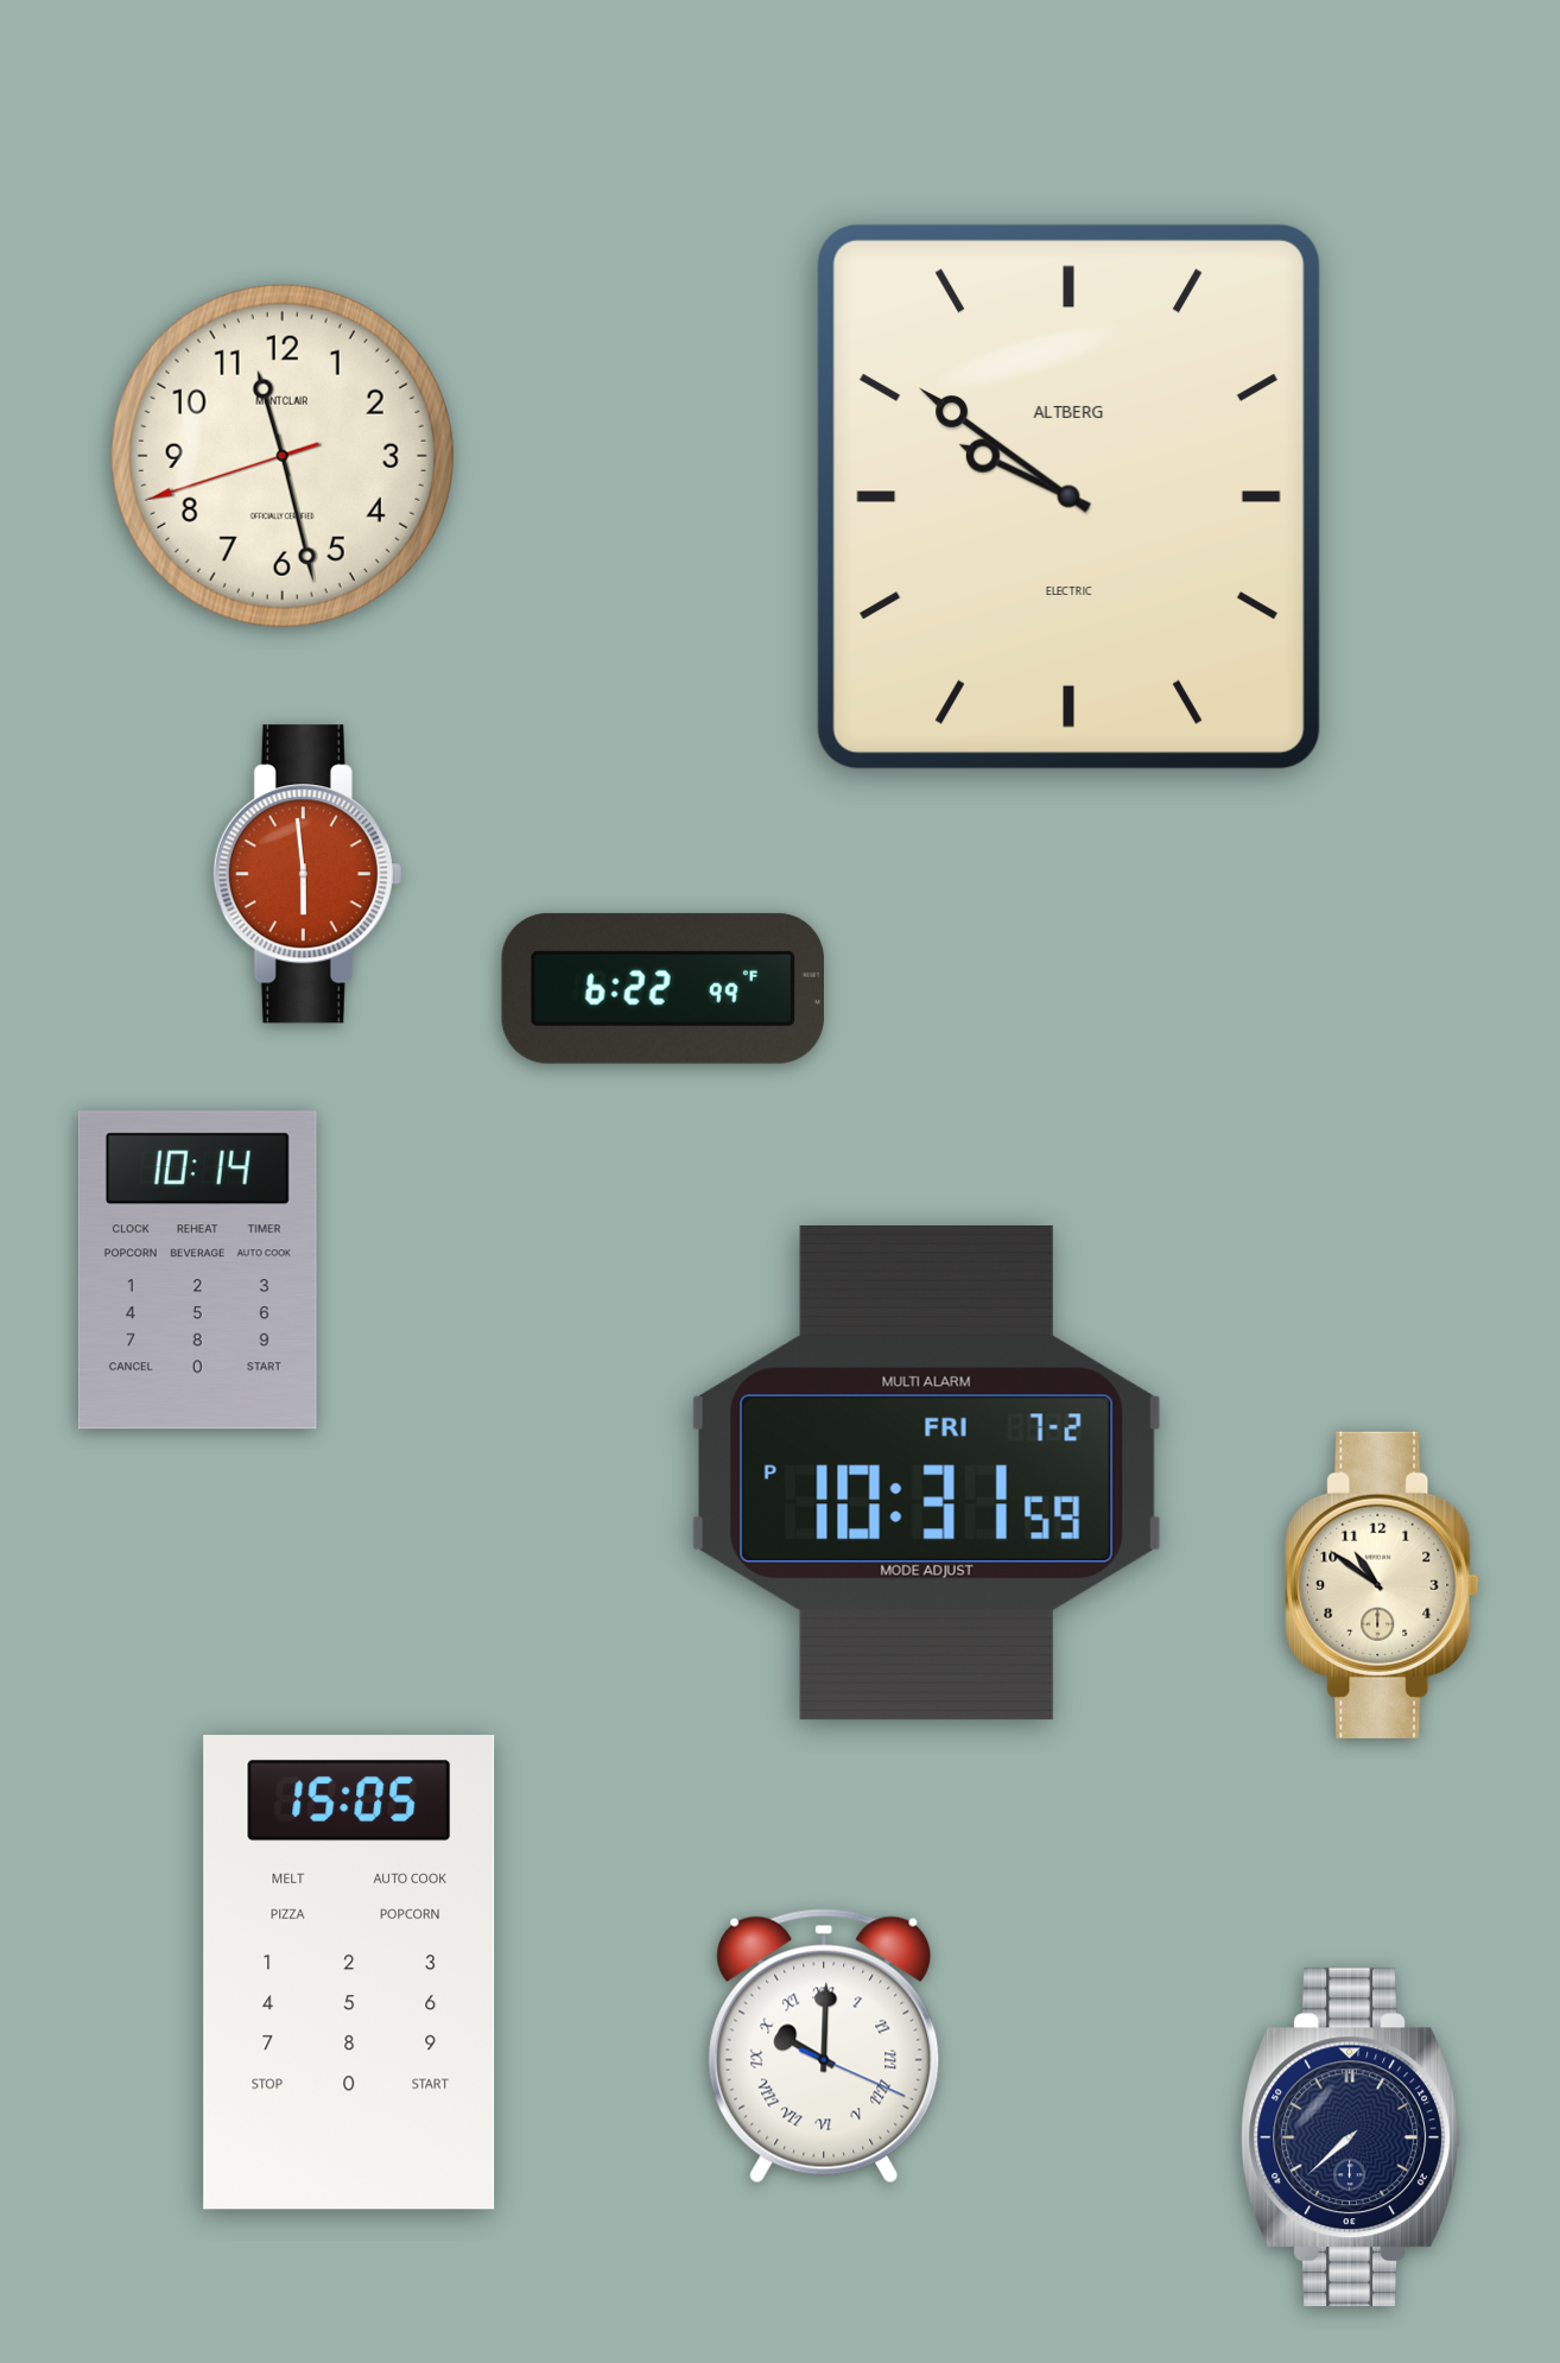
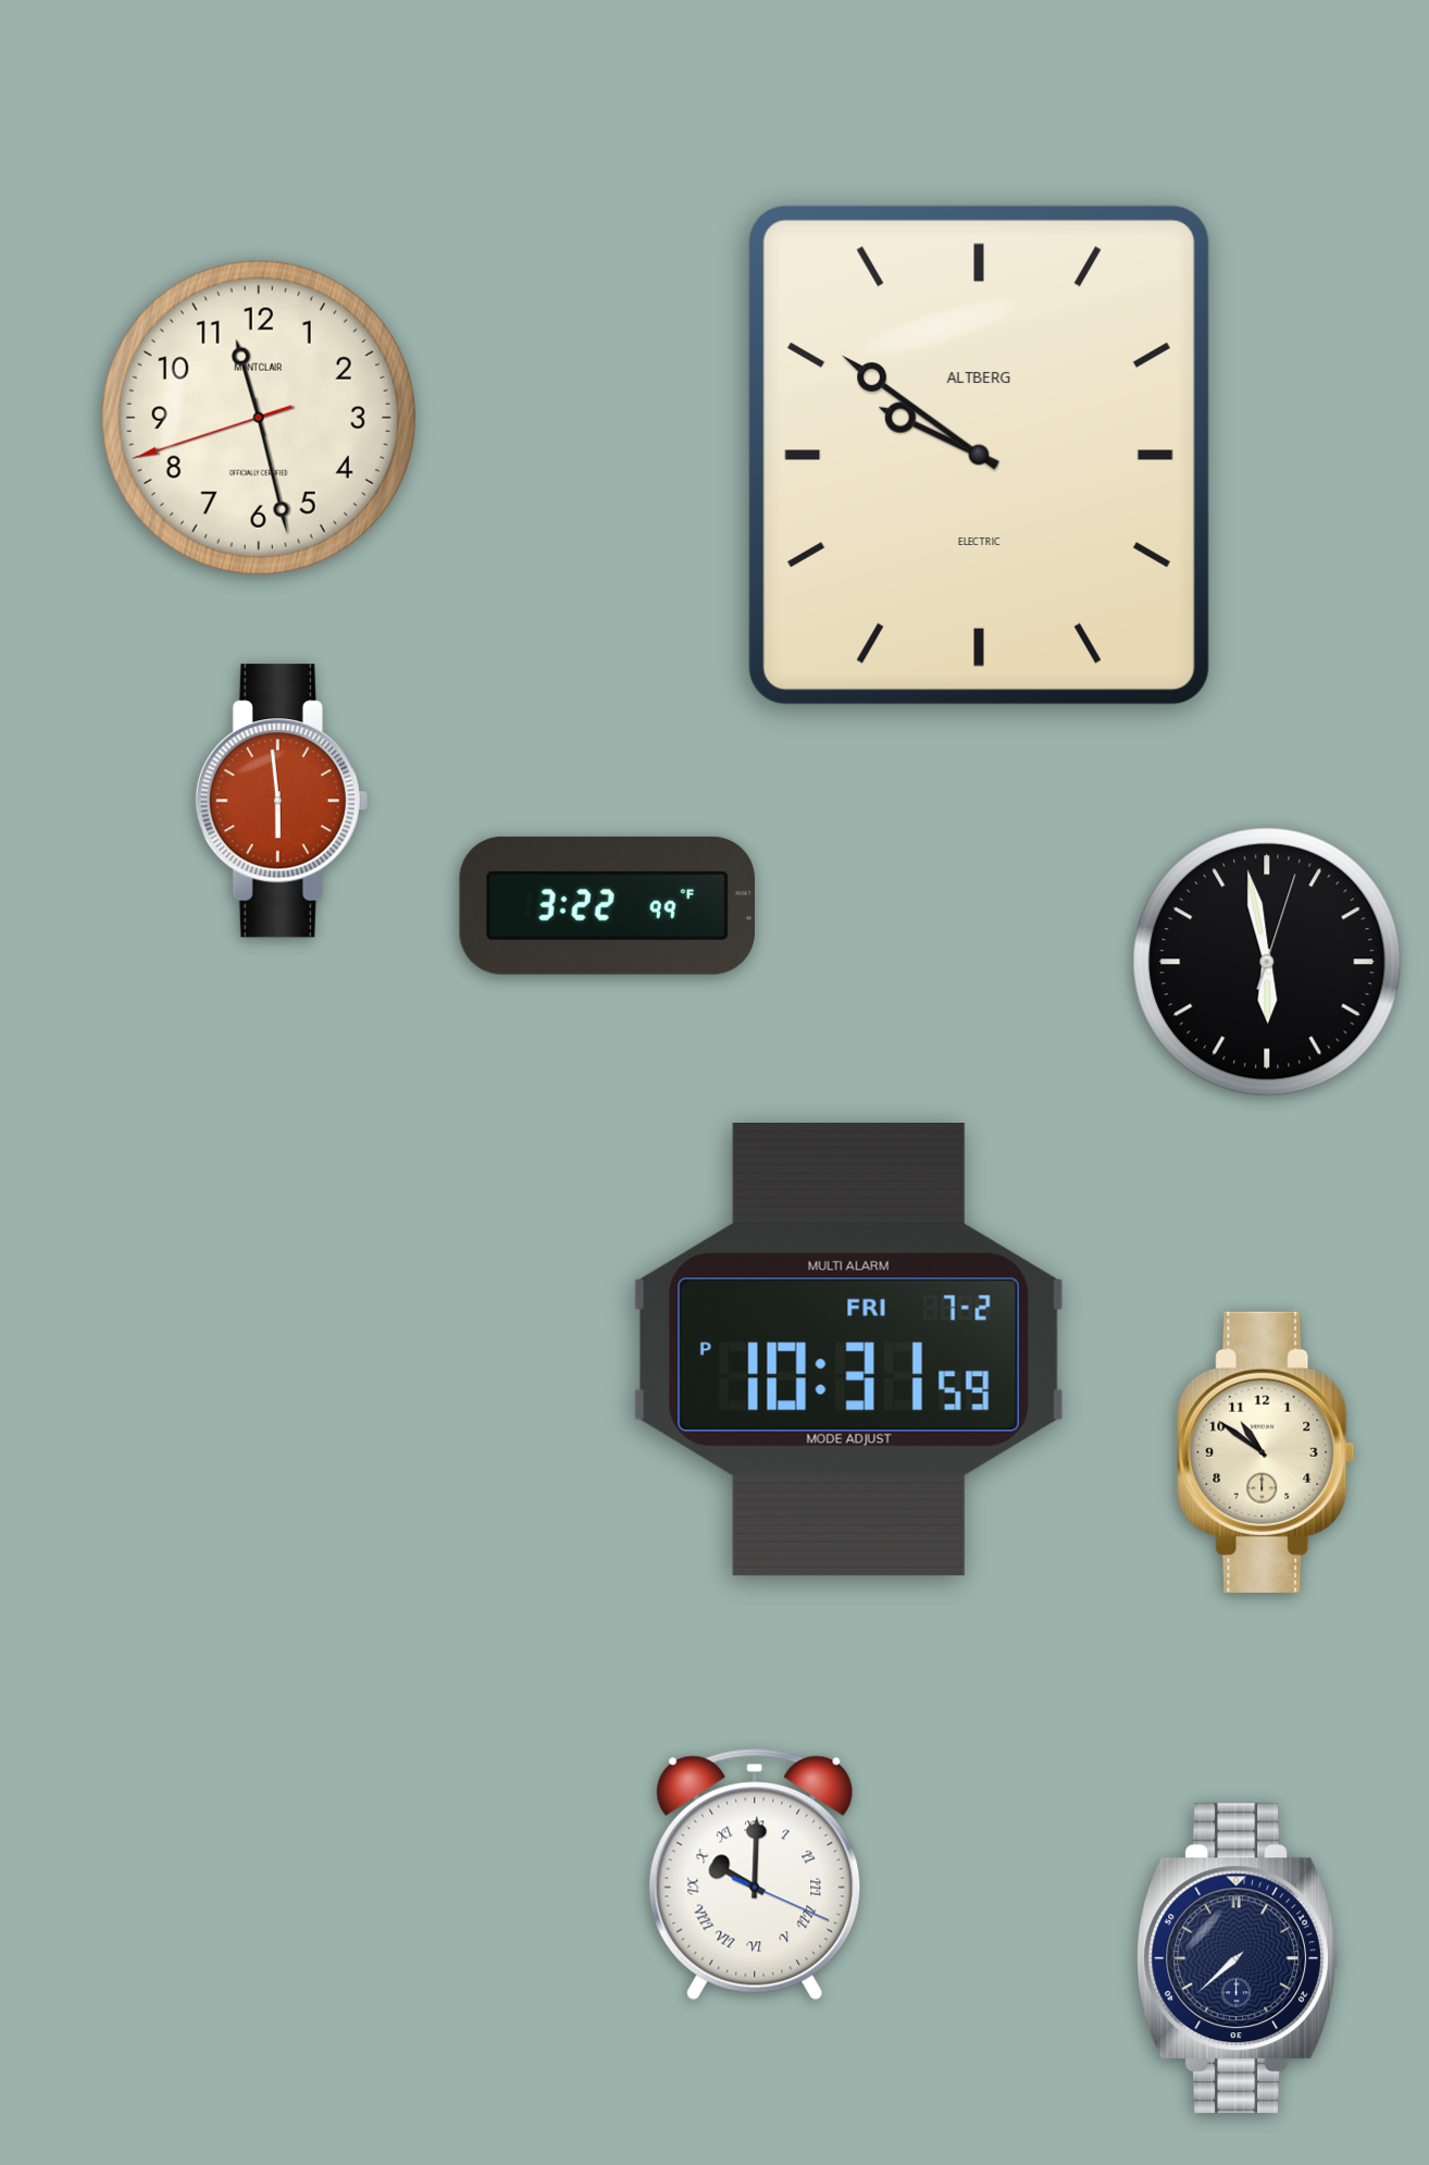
clock at (662, 988): 6:22 -> 3:22
clock at (1267, 962): none -> 5:58
clock at (197, 1271): 10:14 -> none
clock at (349, 1972): 15:05 -> none
